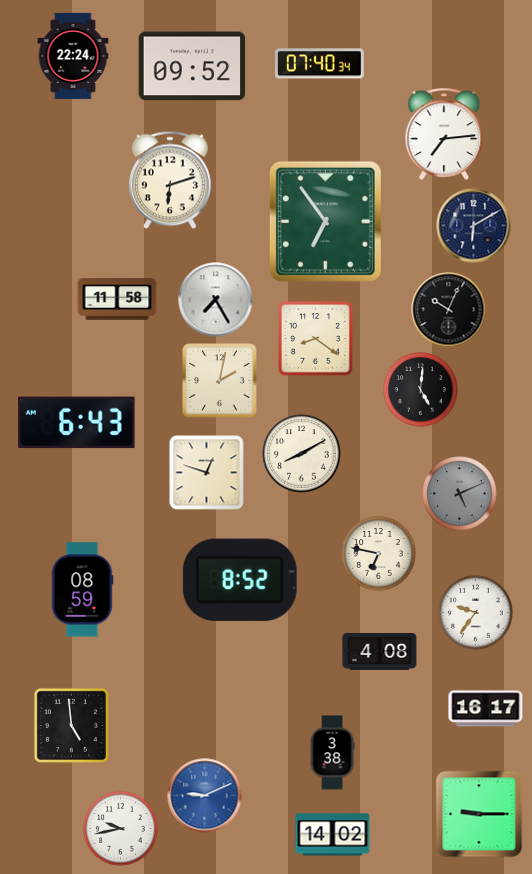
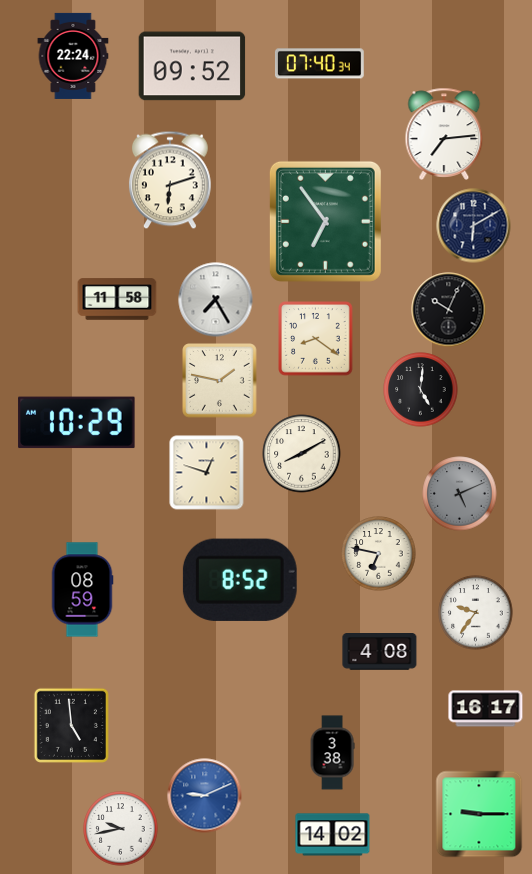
clock at (220, 381): 2:02 -> 1:47
clock at (77, 423): 6:43 -> 10:29
